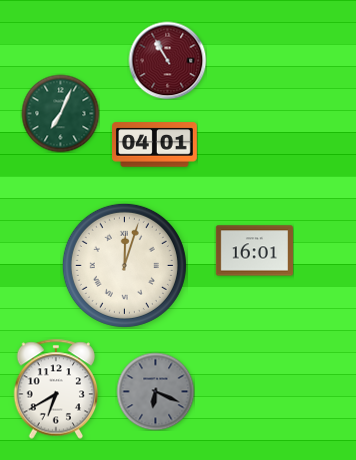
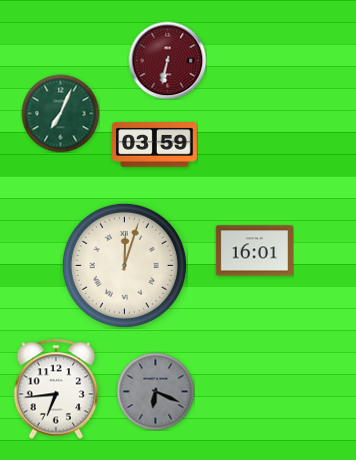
clock at (167, 60): 10:55 -> 6:32
clock at (155, 145): 04:01 -> 03:59
clock at (56, 389): 6:40 -> 6:44
